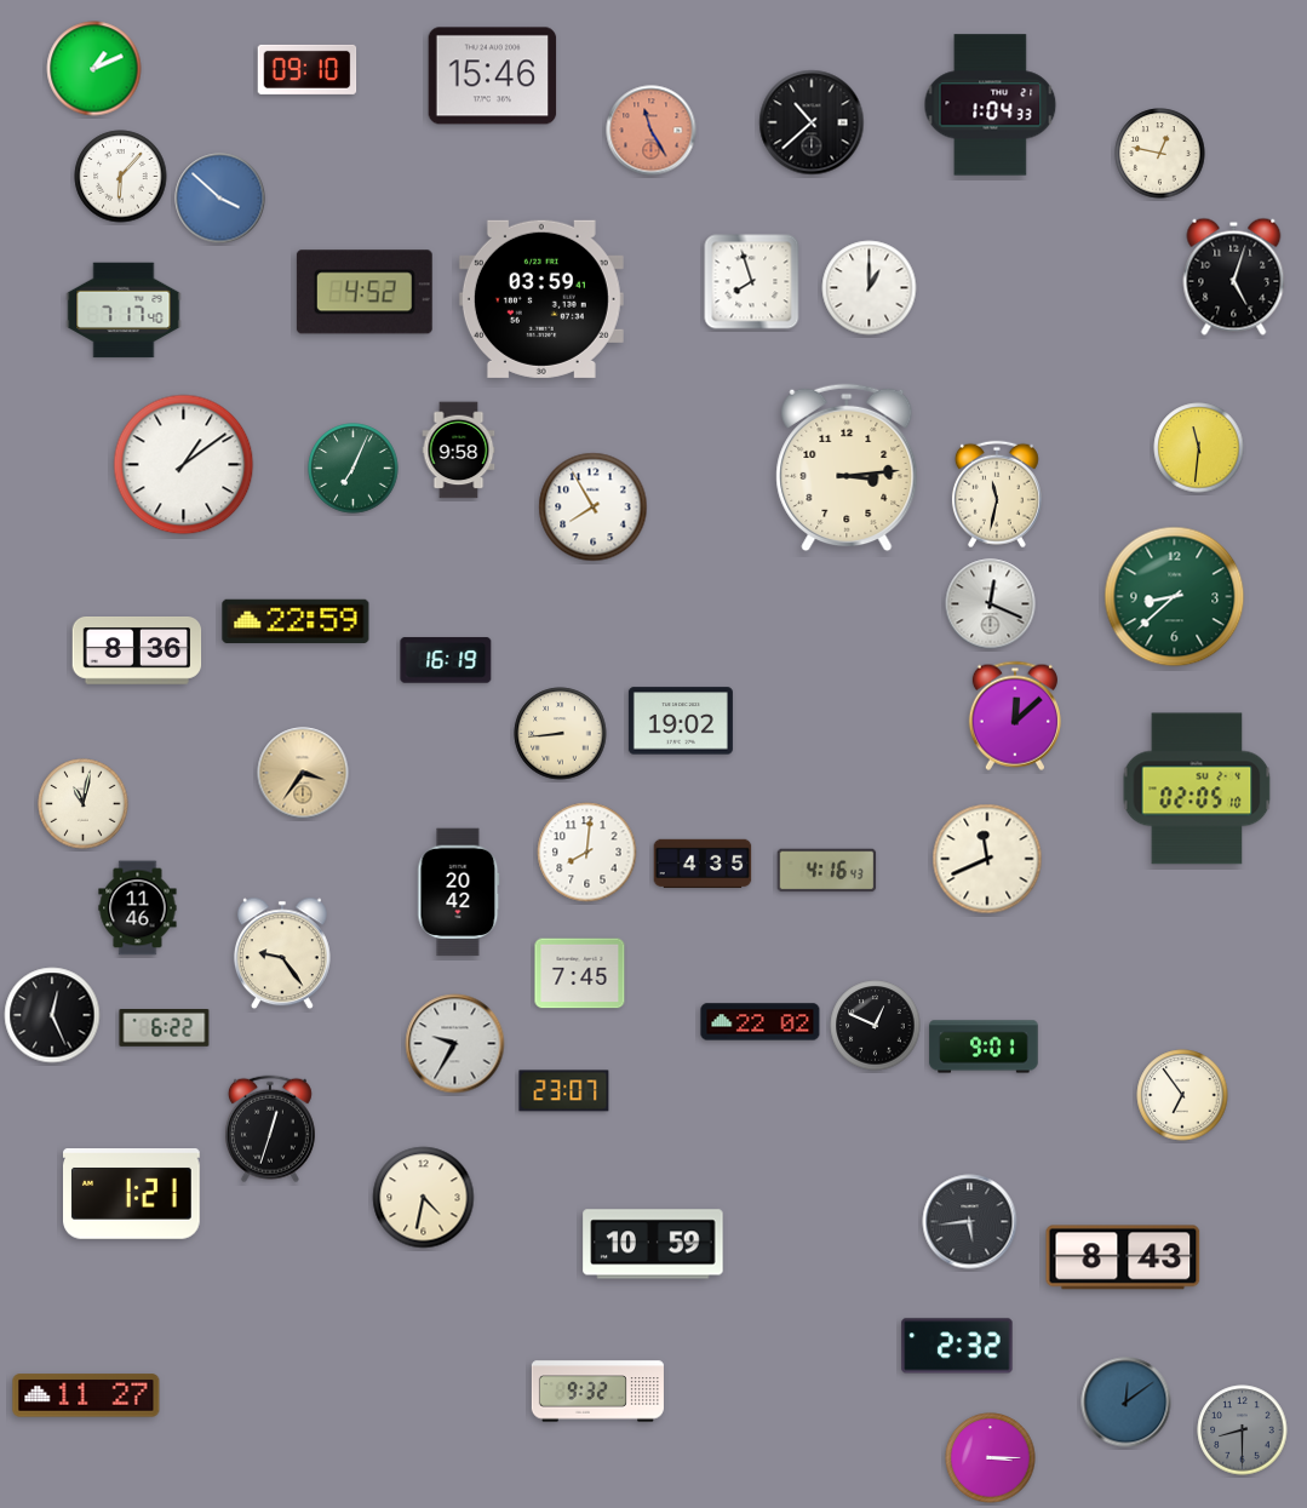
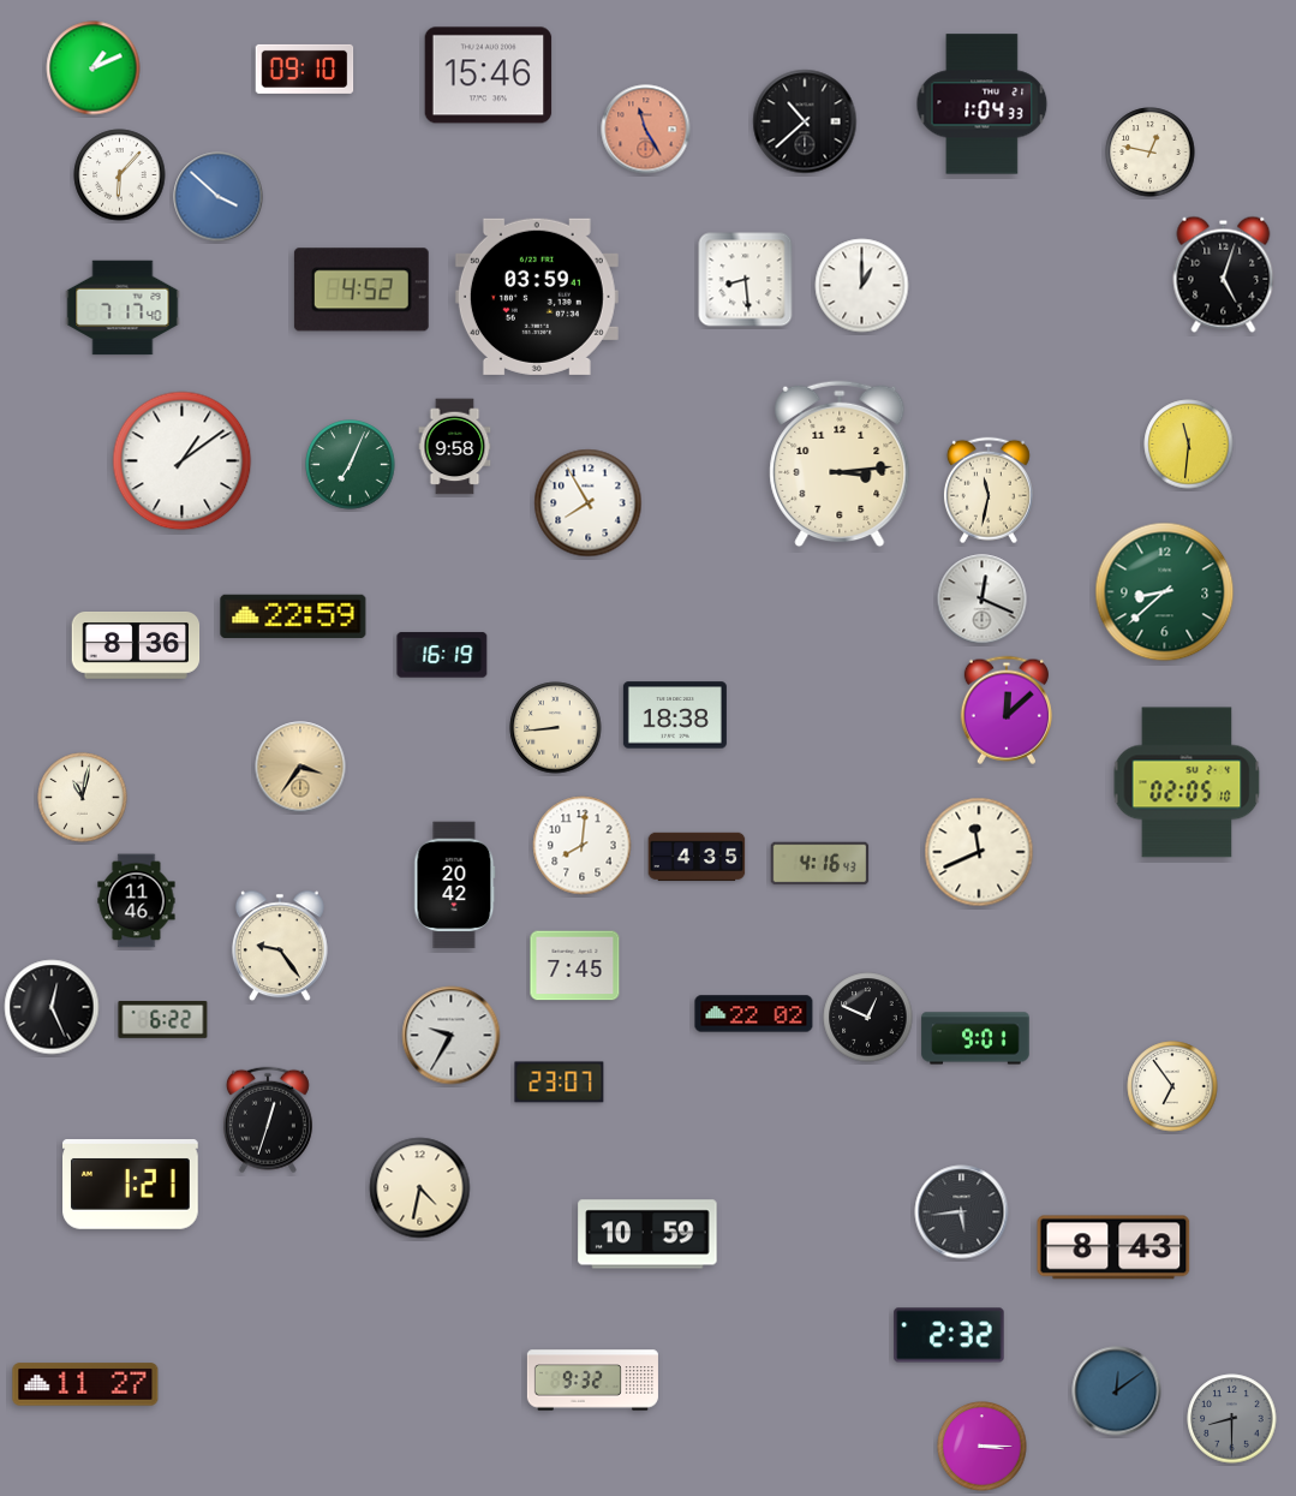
clock at (752, 282): 7:57 -> 8:29
clock at (681, 721): 19:02 -> 18:38
